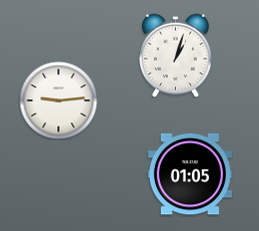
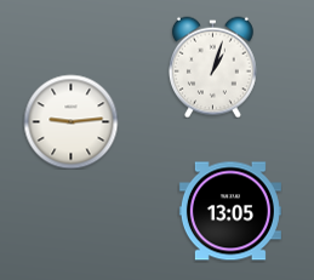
clock at (190, 174): 01:05 -> 13:05
